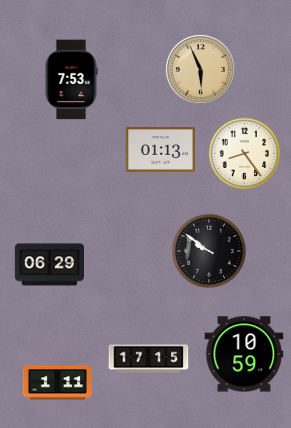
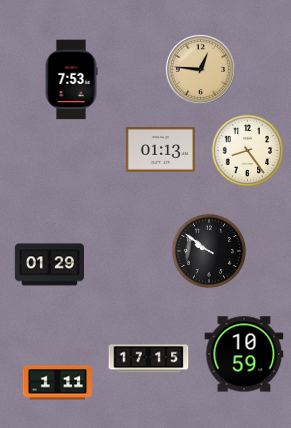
clock at (200, 69): 5:56 -> 12:46
clock at (245, 154) position: (245, 154) -> (248, 151)
clock at (49, 265): 06:29 -> 01:29
